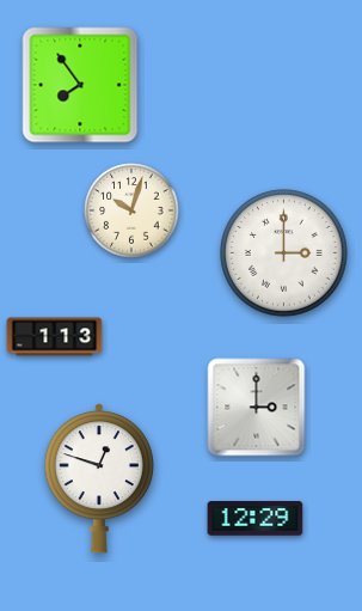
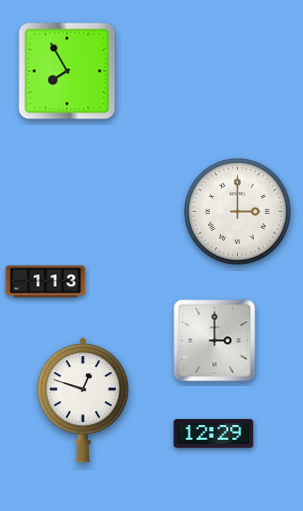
clock at (80, 85): 7:54 -> 7:55
clock at (131, 210): 10:03 -> none
